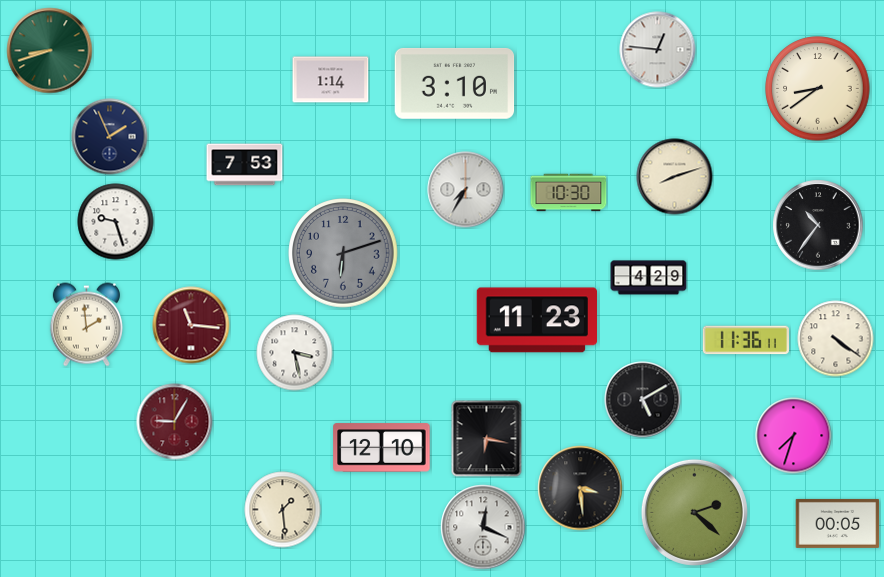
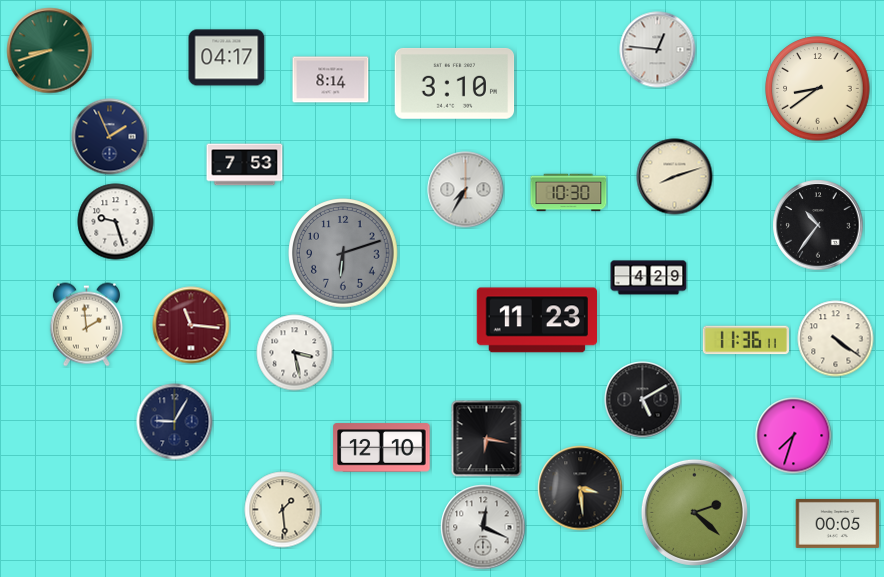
clock at (227, 58): none -> 04:17
clock at (331, 80): 1:14 -> 8:14
clock at (175, 422) dial: burgundy -> navy
